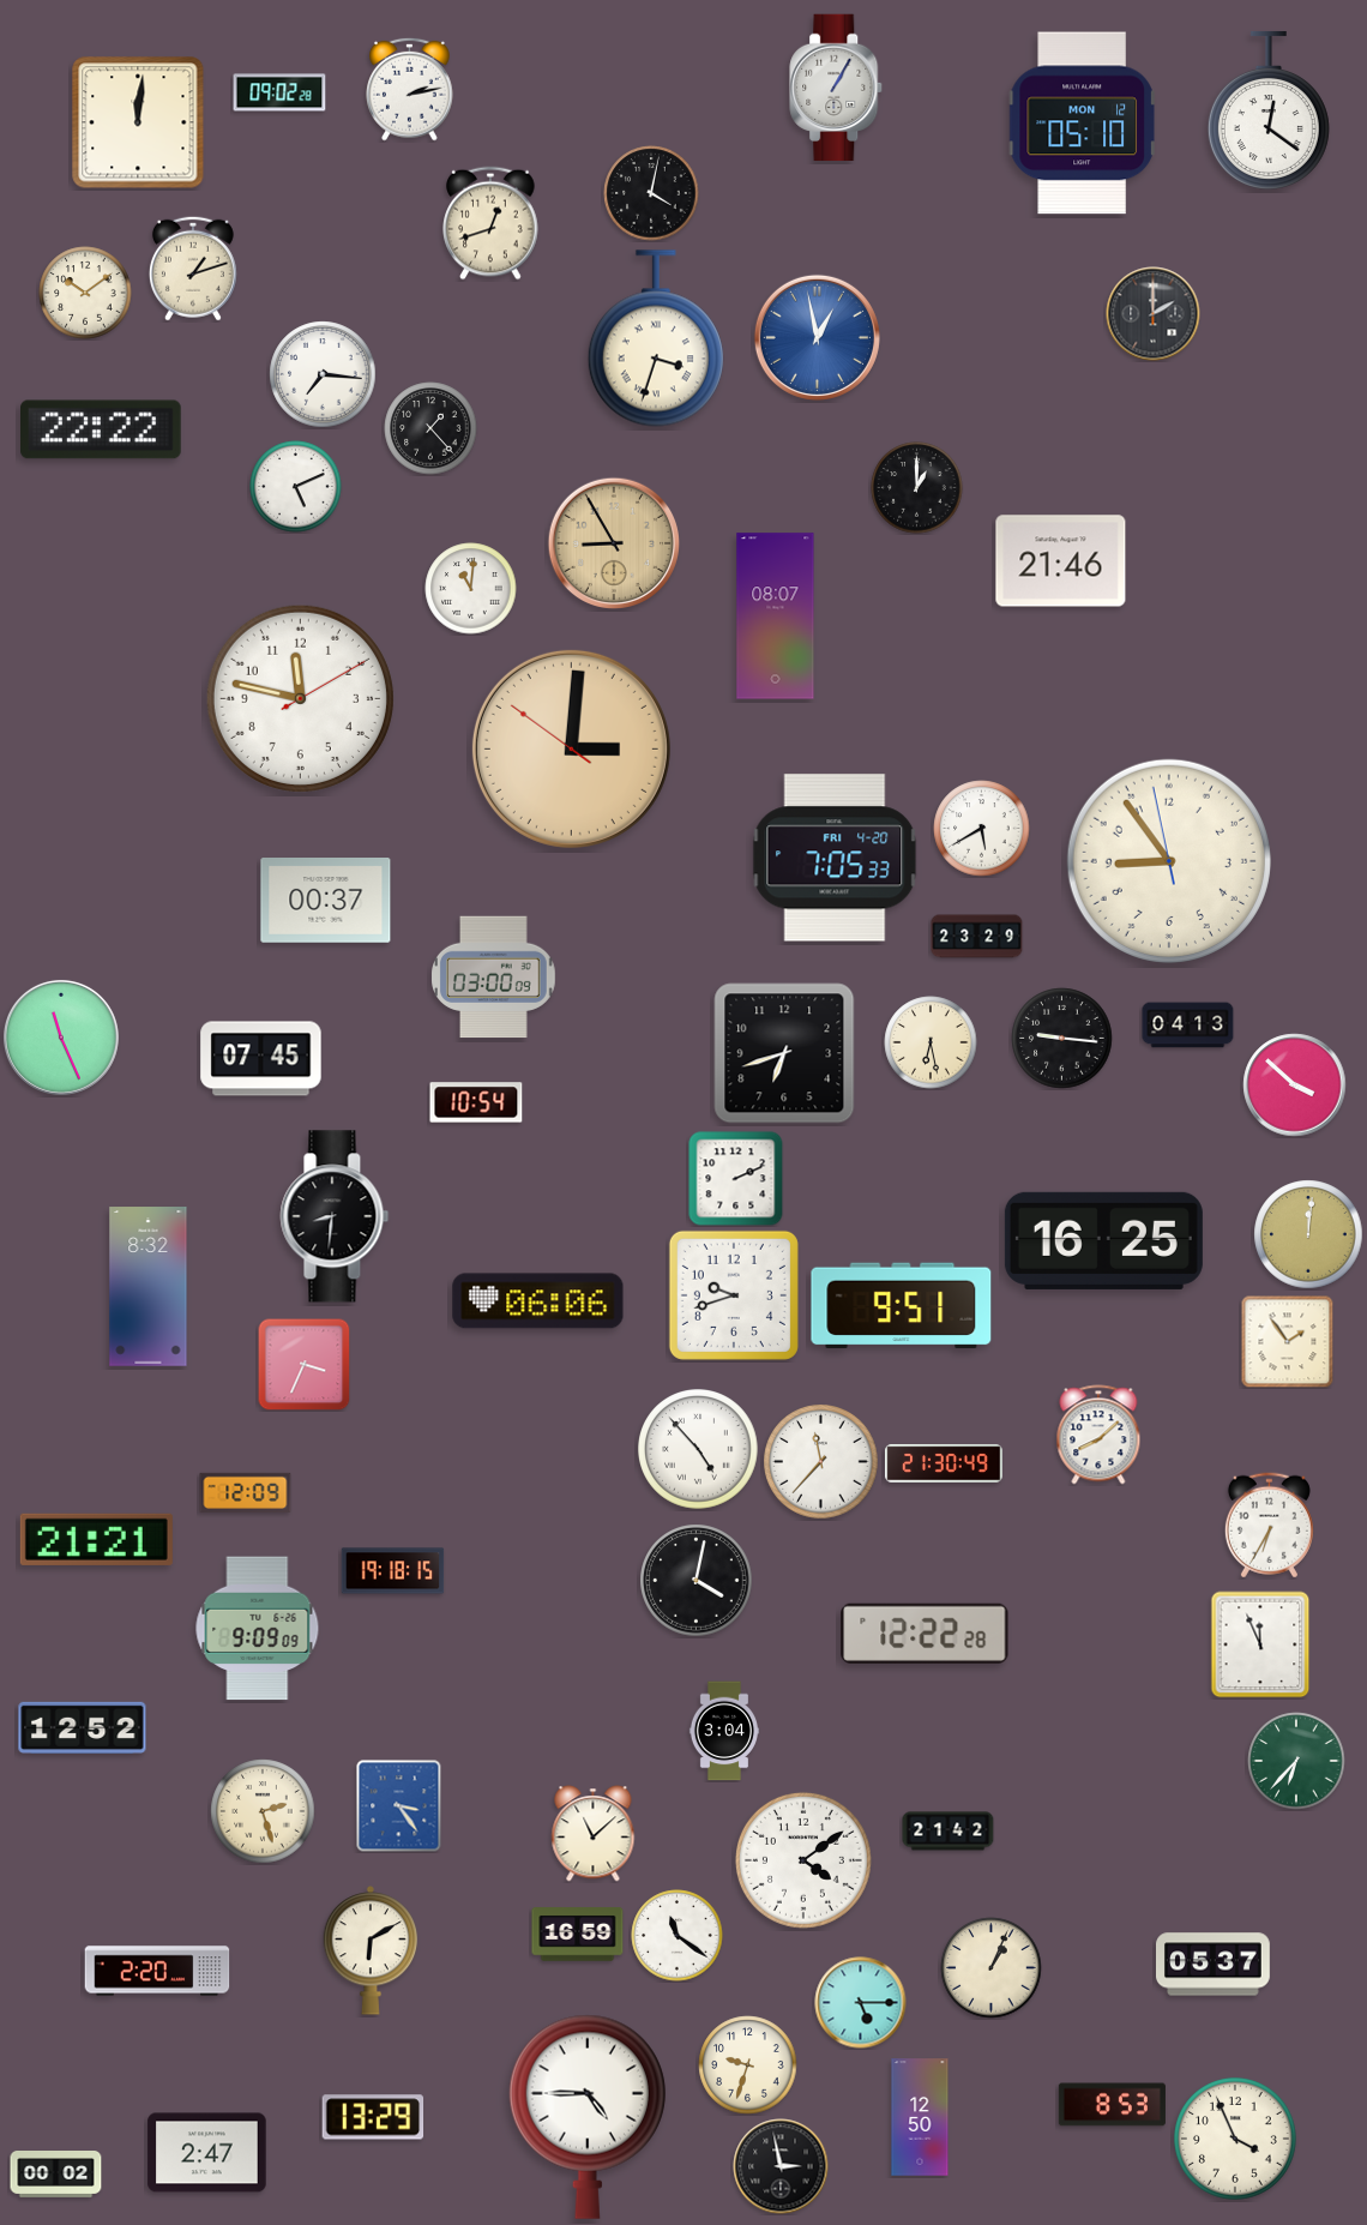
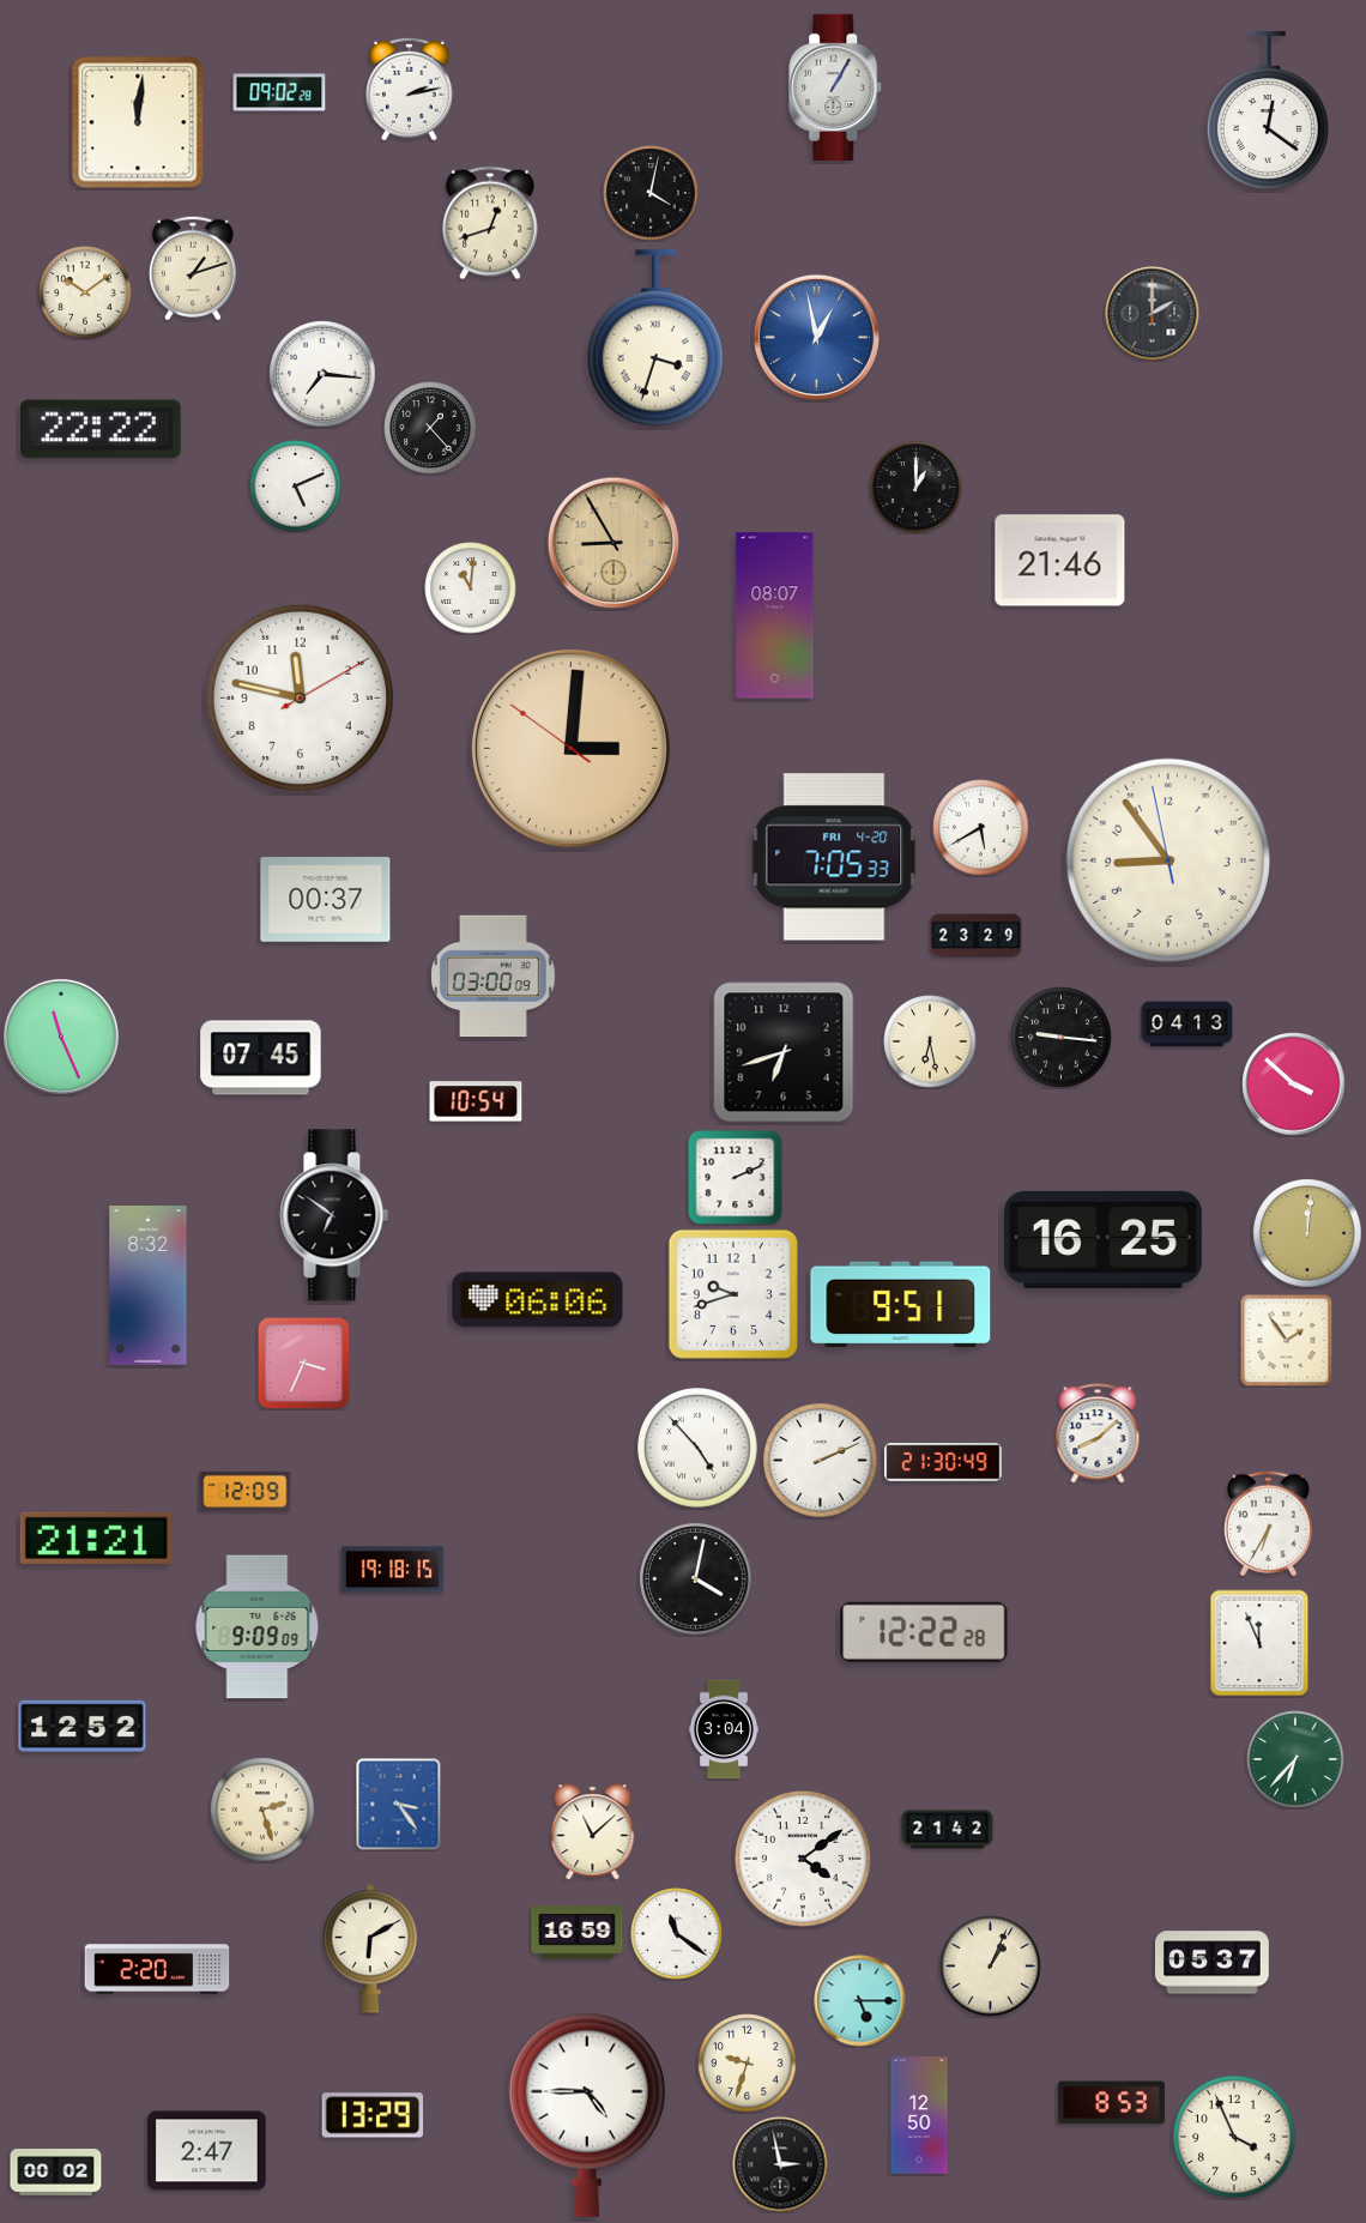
clock at (1082, 124): 05:10 -> none
clock at (335, 1216): 8:31 -> 6:51
clock at (821, 1462): 11:37 -> 2:11
